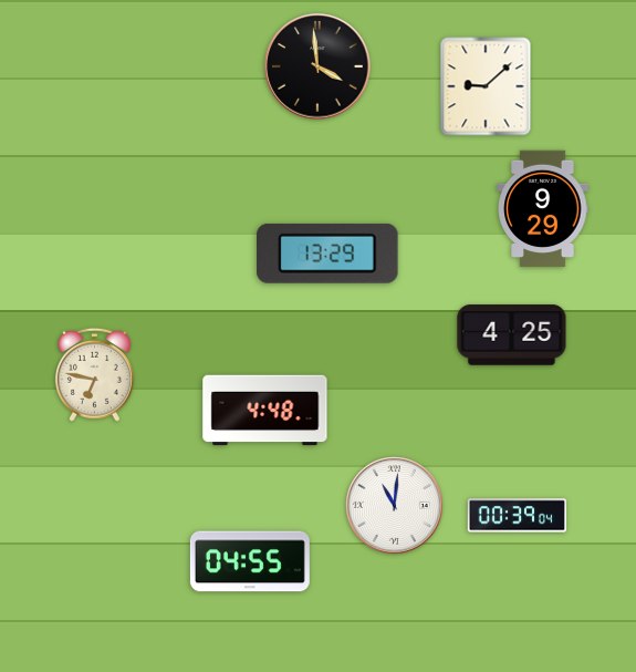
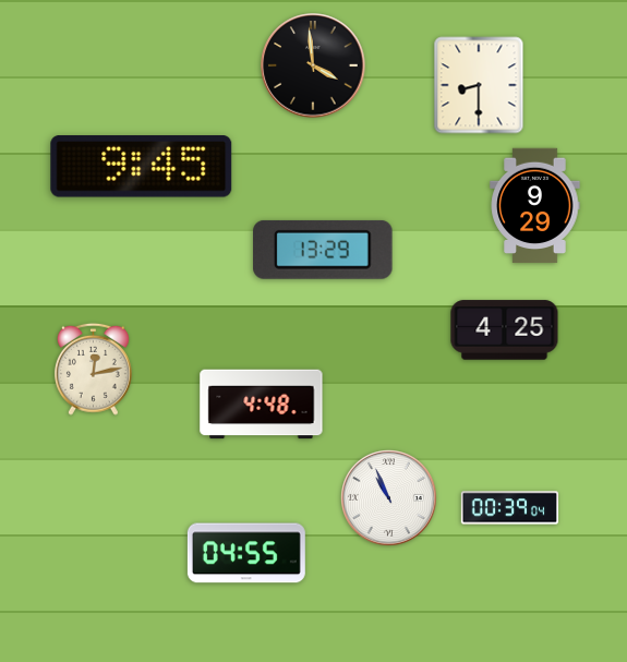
clock at (486, 86): 9:08 -> 8:30
clock at (142, 167): none -> 9:45
clock at (94, 374): 6:47 -> 12:13
clock at (395, 506): 11:01 -> 10:56
